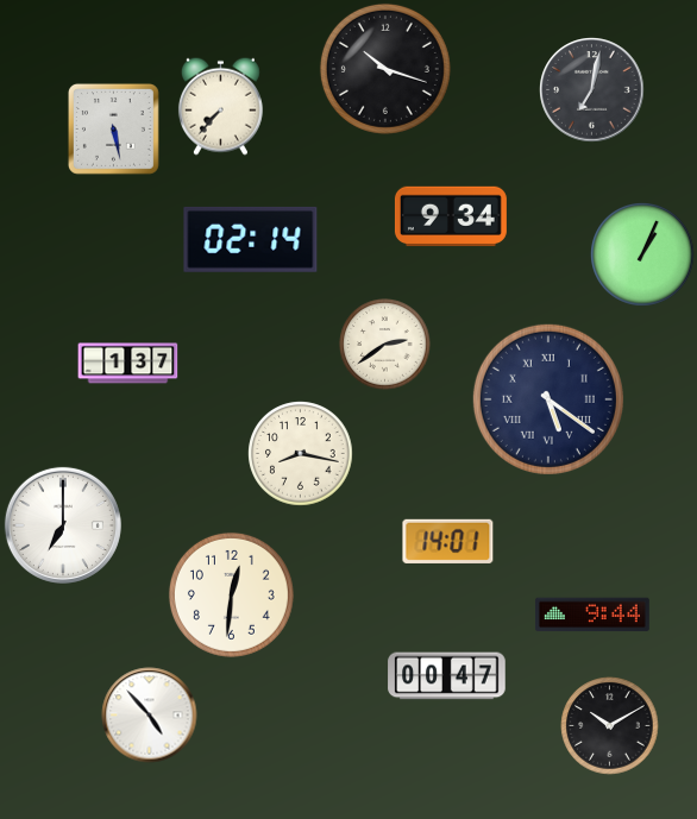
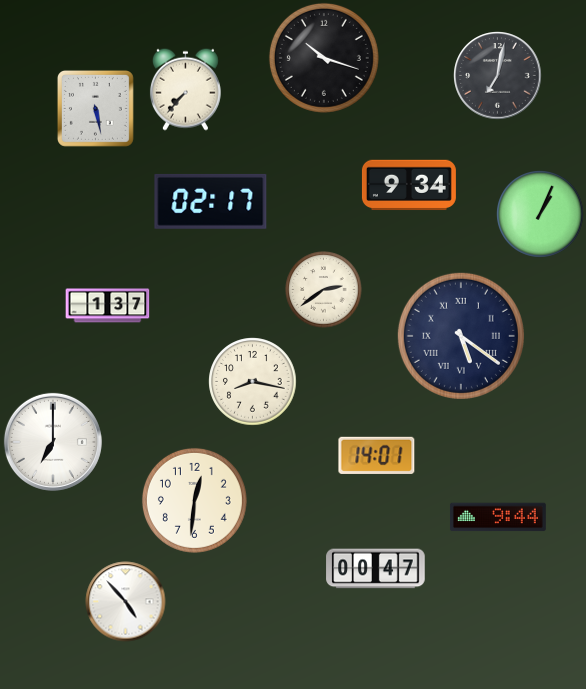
clock at (451, 216) position: (451, 216) -> (409, 185)
clock at (251, 239): 02:14 -> 02:17
clock at (610, 726): 10:10 -> none
